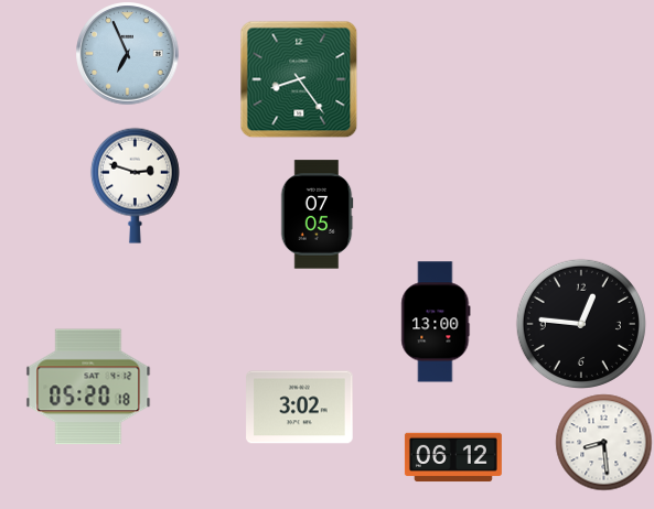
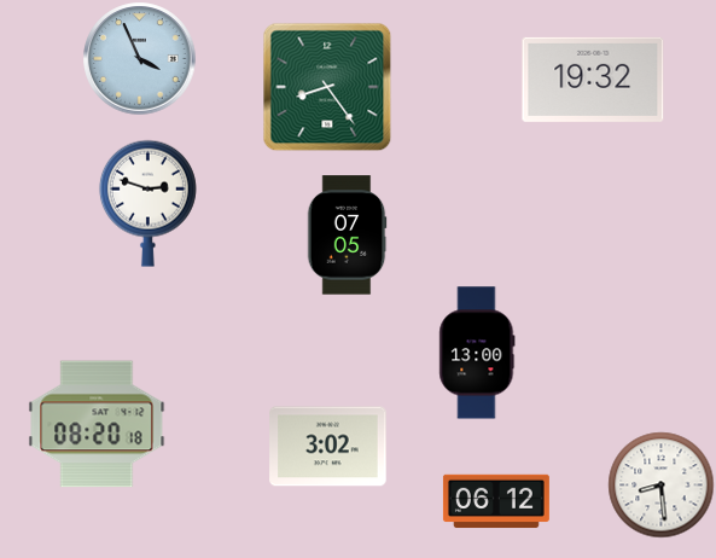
clock at (127, 53): 6:56 -> 3:56
clock at (593, 80): none -> 19:32
clock at (581, 324): 12:46 -> none
clock at (88, 387): 05:20 -> 08:20
